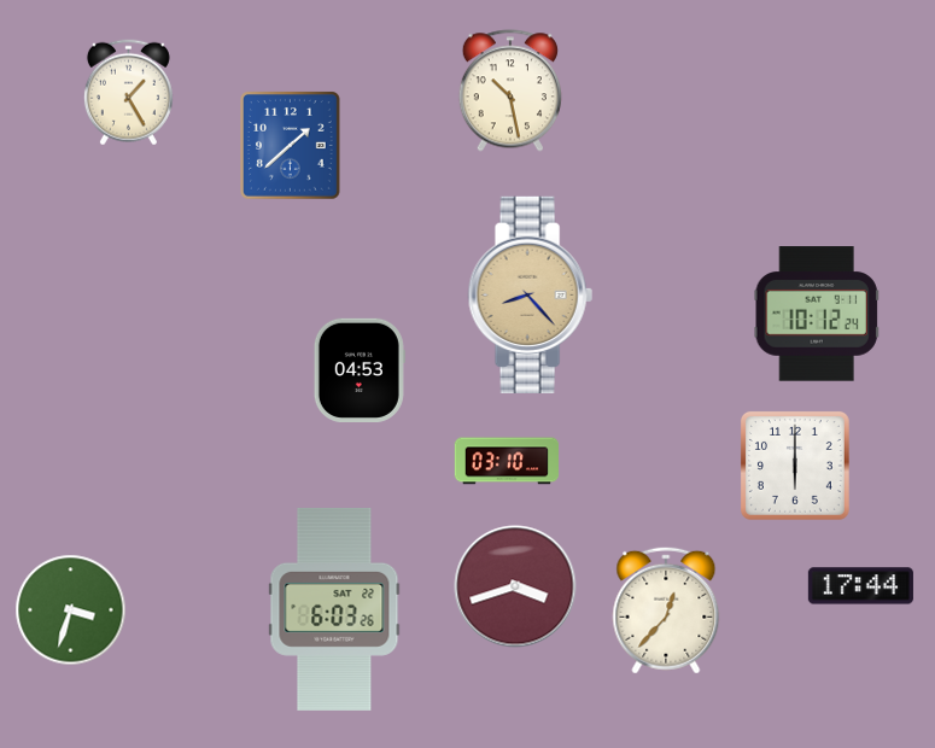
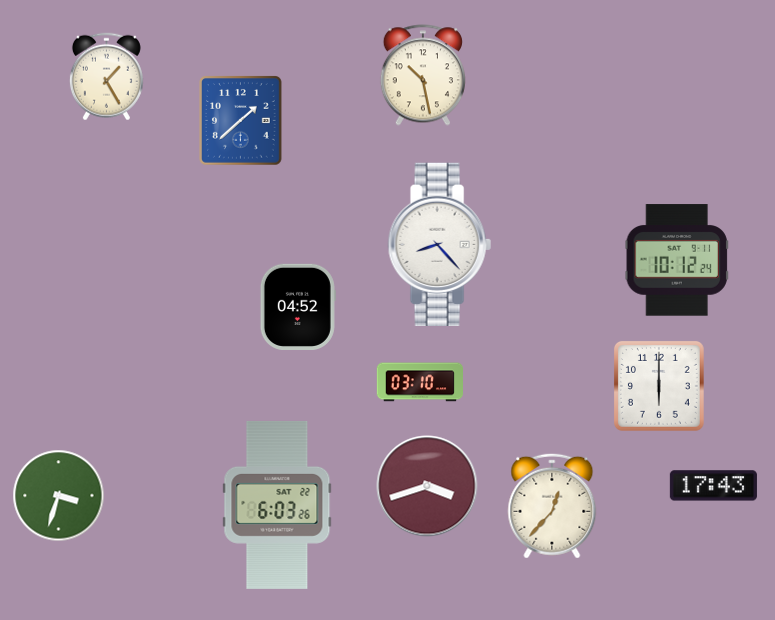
clock at (530, 294) dial: champagne -> white
clock at (360, 369): 04:53 -> 04:52
clock at (860, 586): 17:44 -> 17:43
clock at (71, 610) position: (71, 610) -> (59, 496)
